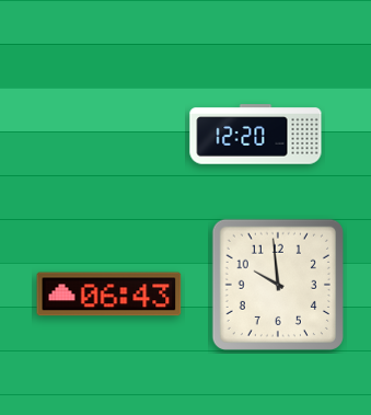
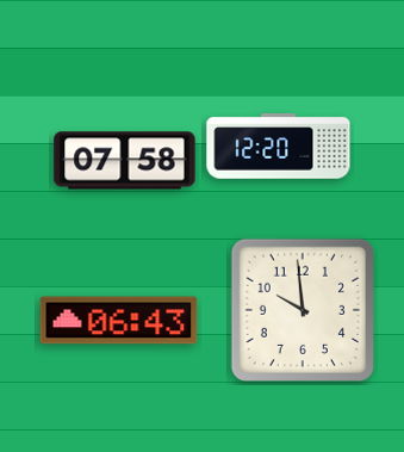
clock at (125, 161): none -> 07:58
